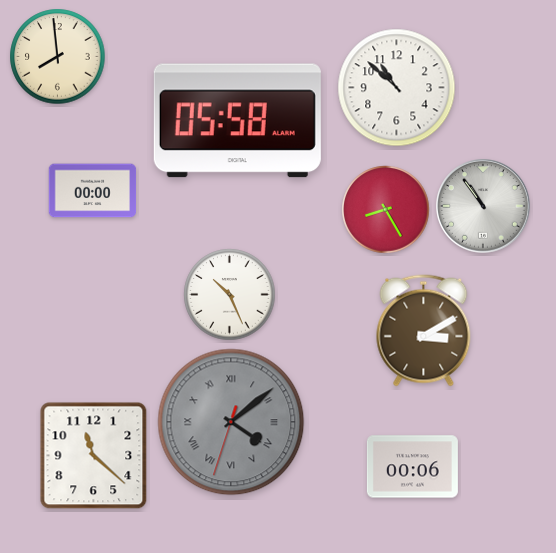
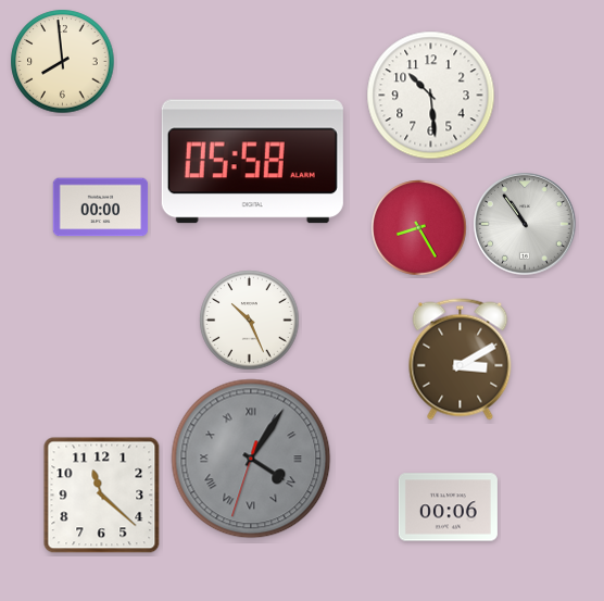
clock at (397, 88): 10:52 -> 10:29
clock at (237, 121) position: (237, 121) -> (252, 162)
clock at (231, 422): 4:08 -> 4:05
